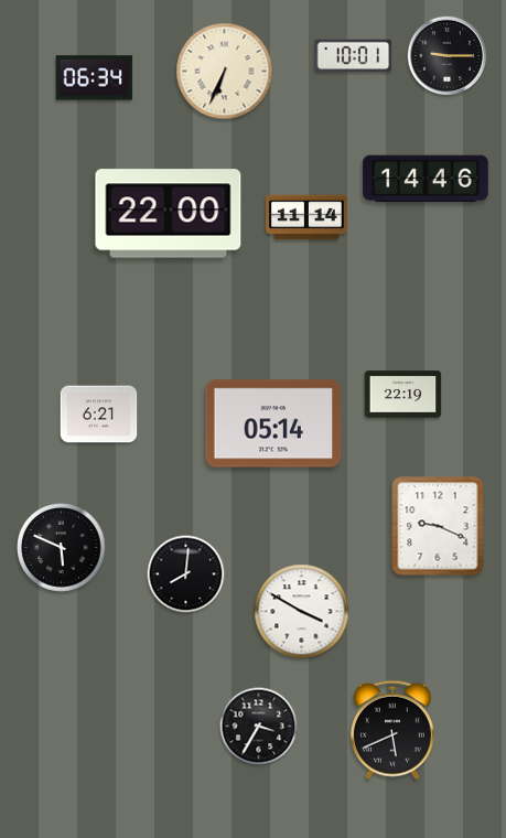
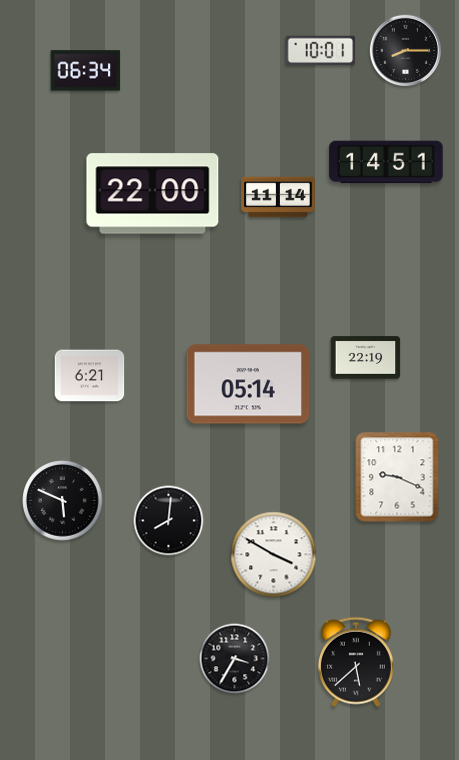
clock at (446, 55): 9:15 -> 8:15
clock at (225, 72): 6:34 -> none
clock at (426, 179): 14:46 -> 14:51
clock at (62, 548) position: (62, 548) -> (63, 501)
clock at (392, 730): 5:41 -> 5:38
